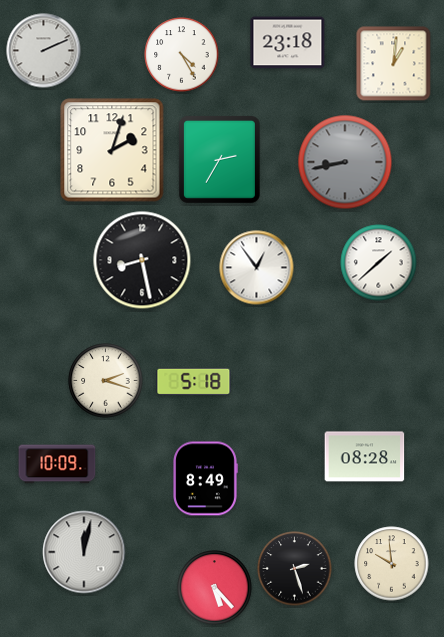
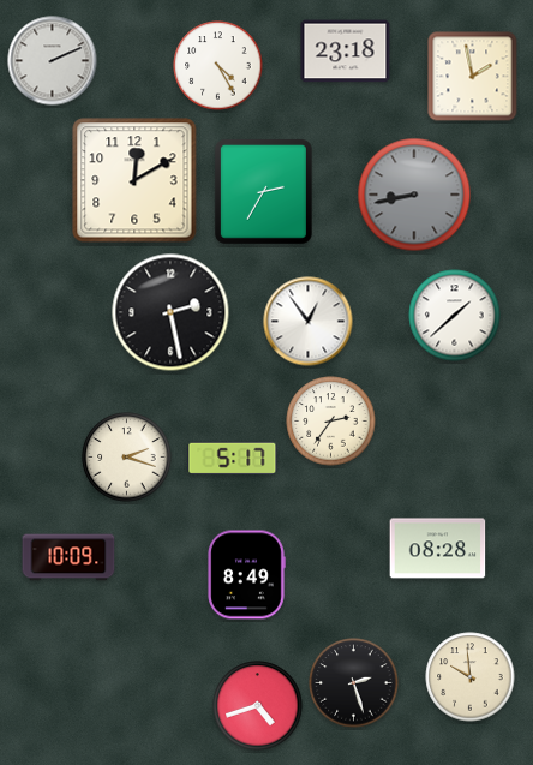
clock at (394, 64): 1:01 -> 1:58
clock at (112, 150): 2:03 -> 12:10
clock at (142, 260): 8:28 -> 2:28
clock at (331, 422): none -> 2:36
clock at (194, 381): 5:18 -> 5:17
clock at (84, 552): 12:02 -> none
clock at (215, 588): 5:23 -> 4:42
